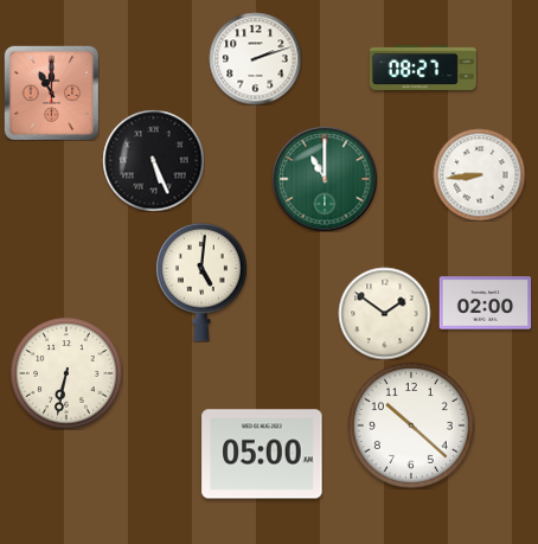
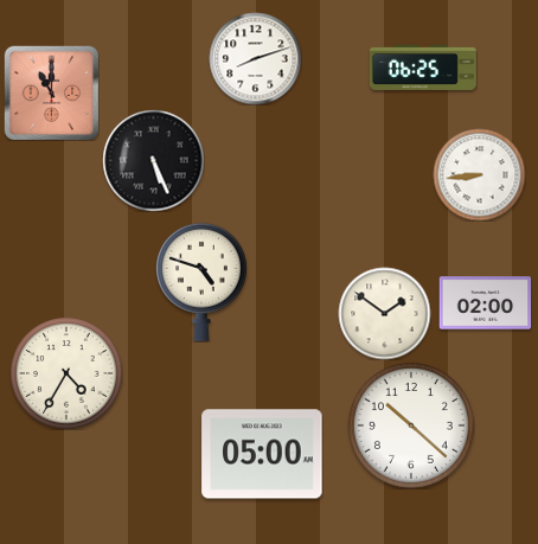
clock at (255, 58): 2:12 -> 8:12
clock at (423, 68): 08:27 -> 06:25
clock at (325, 179): 11:00 -> none
clock at (201, 282): 5:01 -> 4:48
clock at (66, 373): 6:32 -> 4:35
